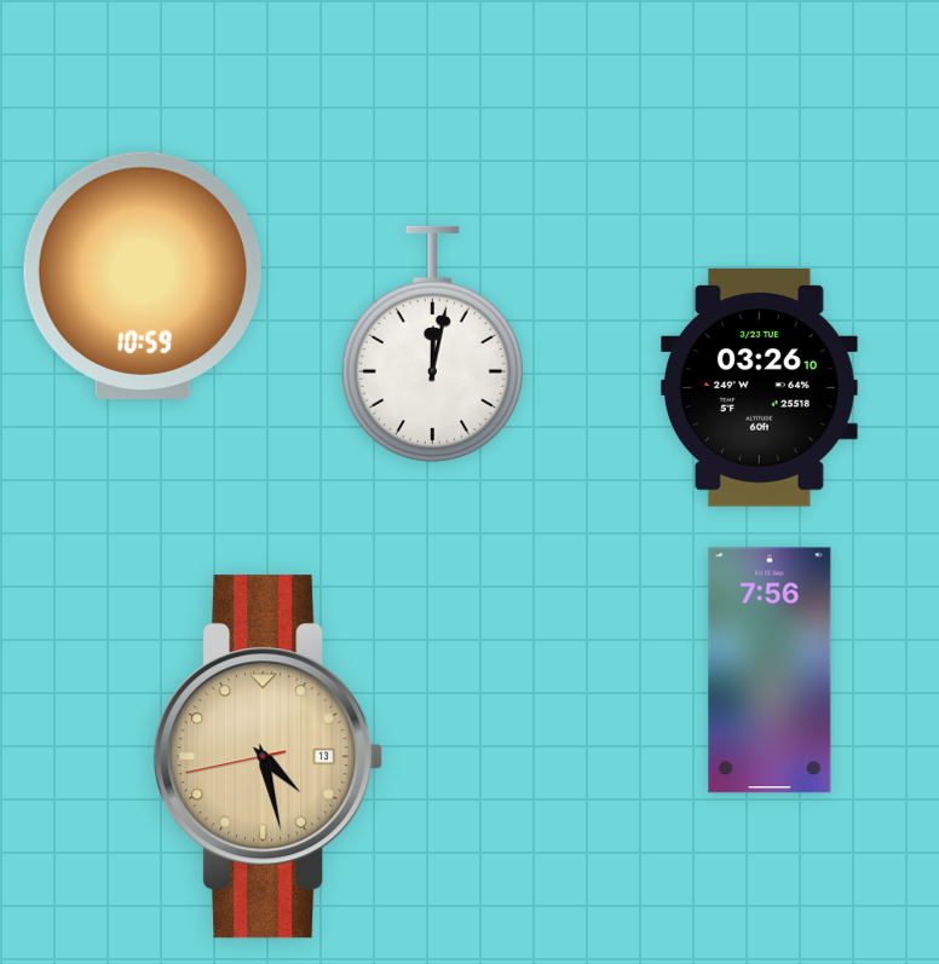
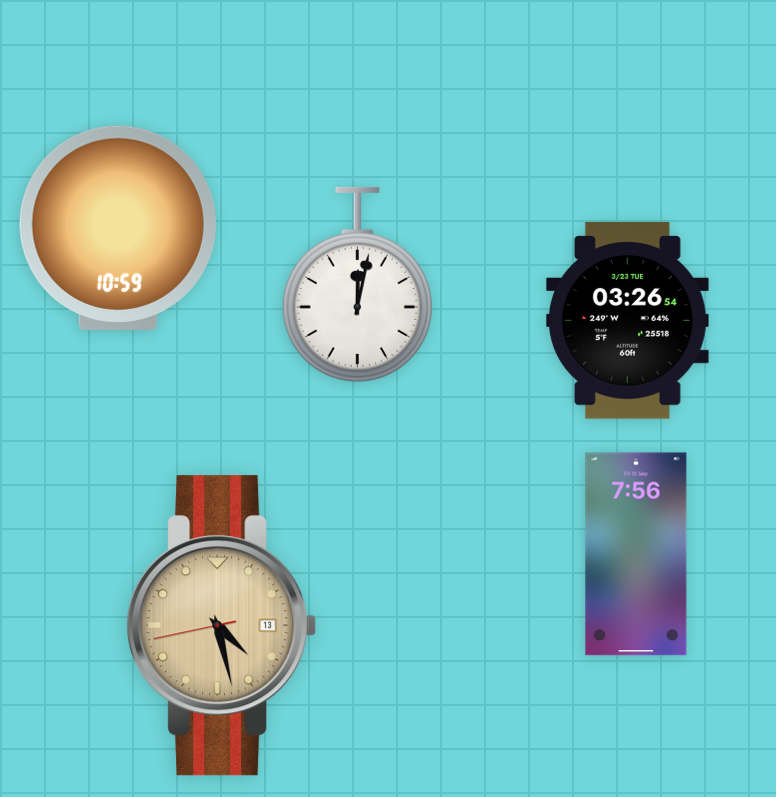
clock at (759, 388): 03:26:10 -> 03:26:54
